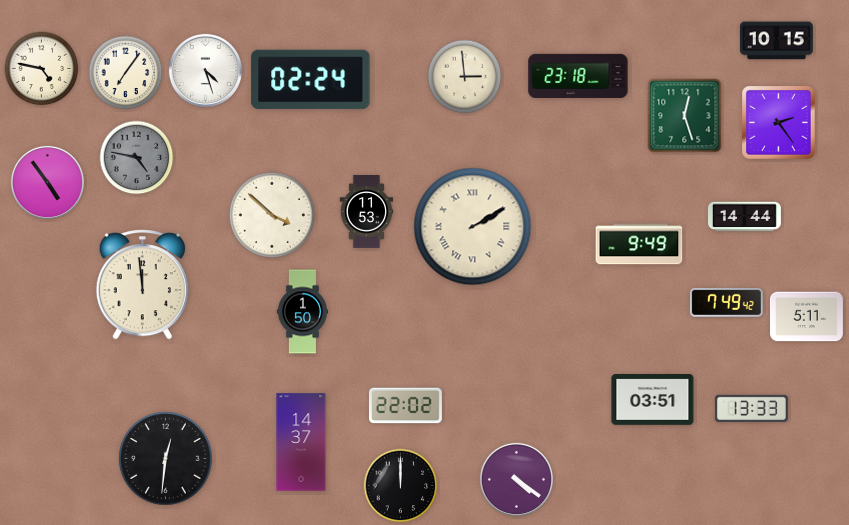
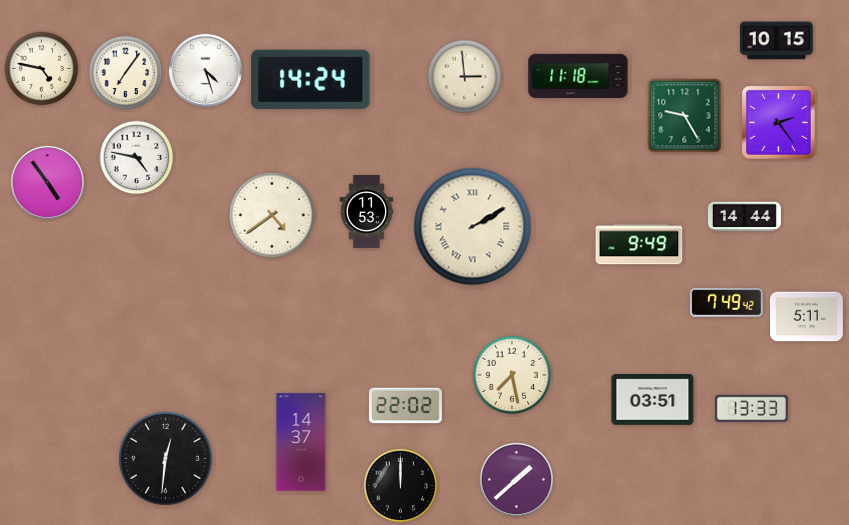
clock at (578, 76): 23:18 -> 11:18
clock at (311, 79): 02:24 -> 14:24
clock at (685, 116): 12:27 -> 9:25
clock at (137, 158) dial: grey -> white
clock at (272, 215): 3:52 -> 4:39
clock at (142, 285): 11:59 -> none
clock at (302, 312): 1:50 -> none
clock at (512, 375): none -> 7:28
clock at (516, 479): 4:21 -> 1:38
